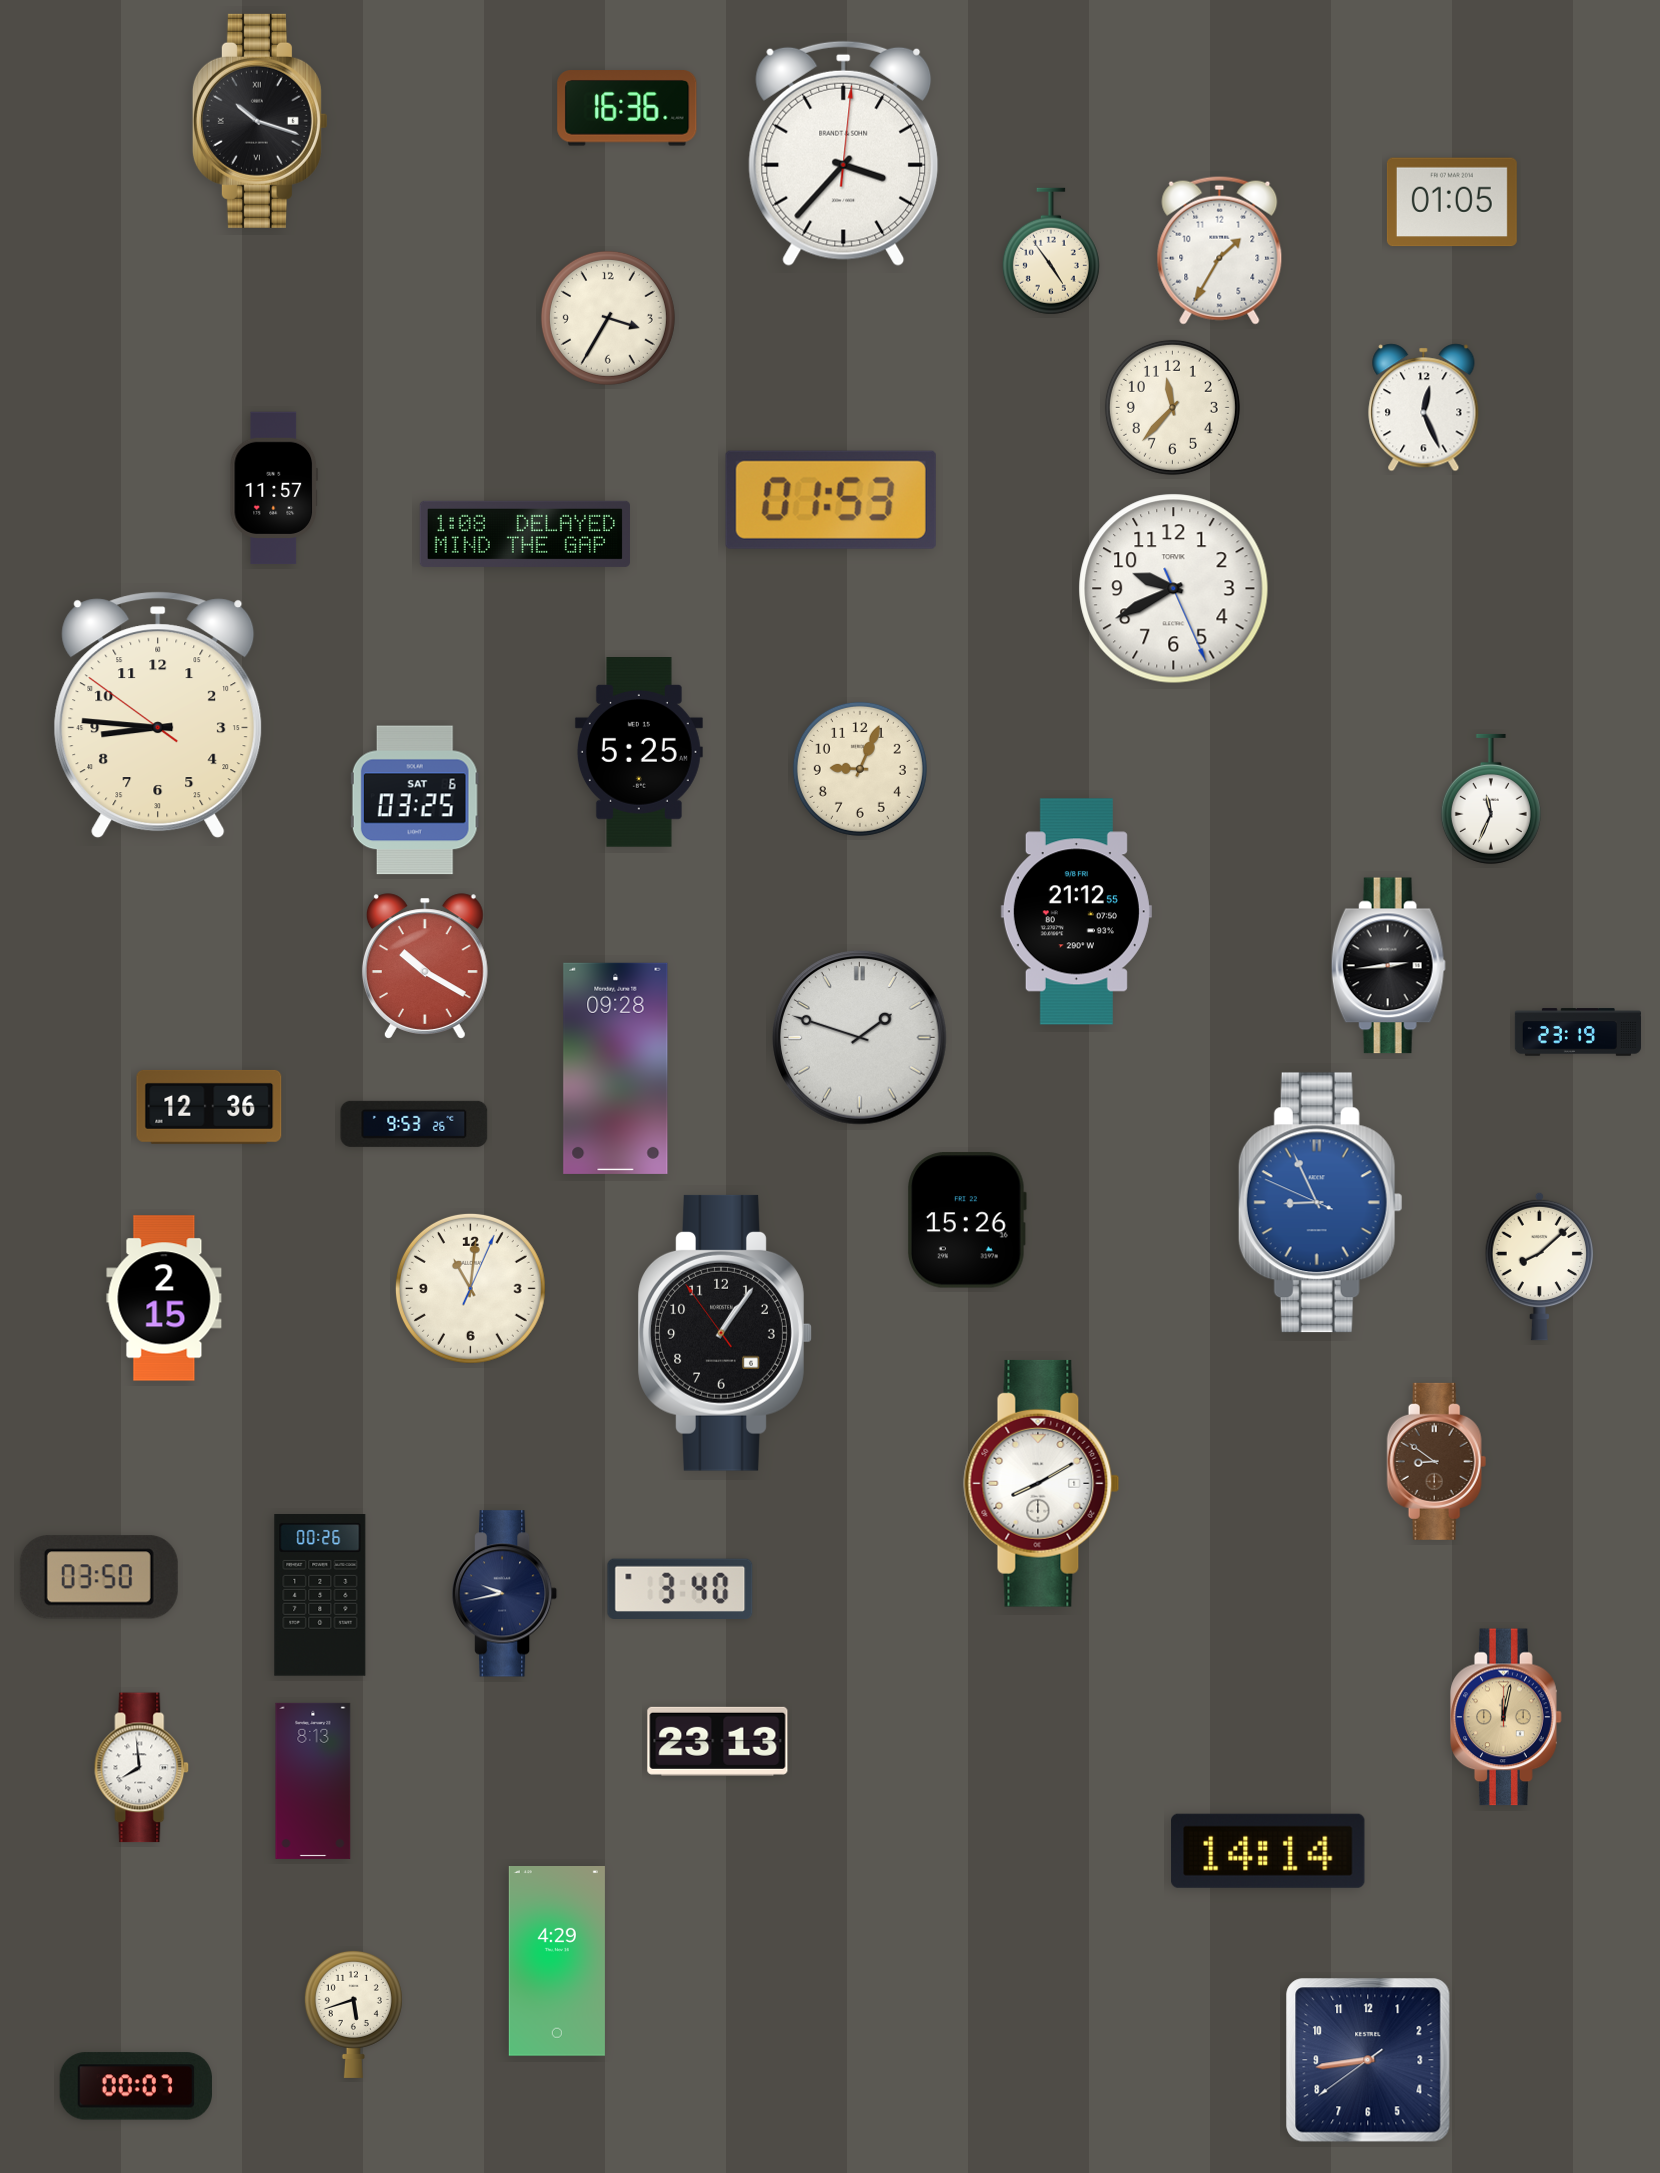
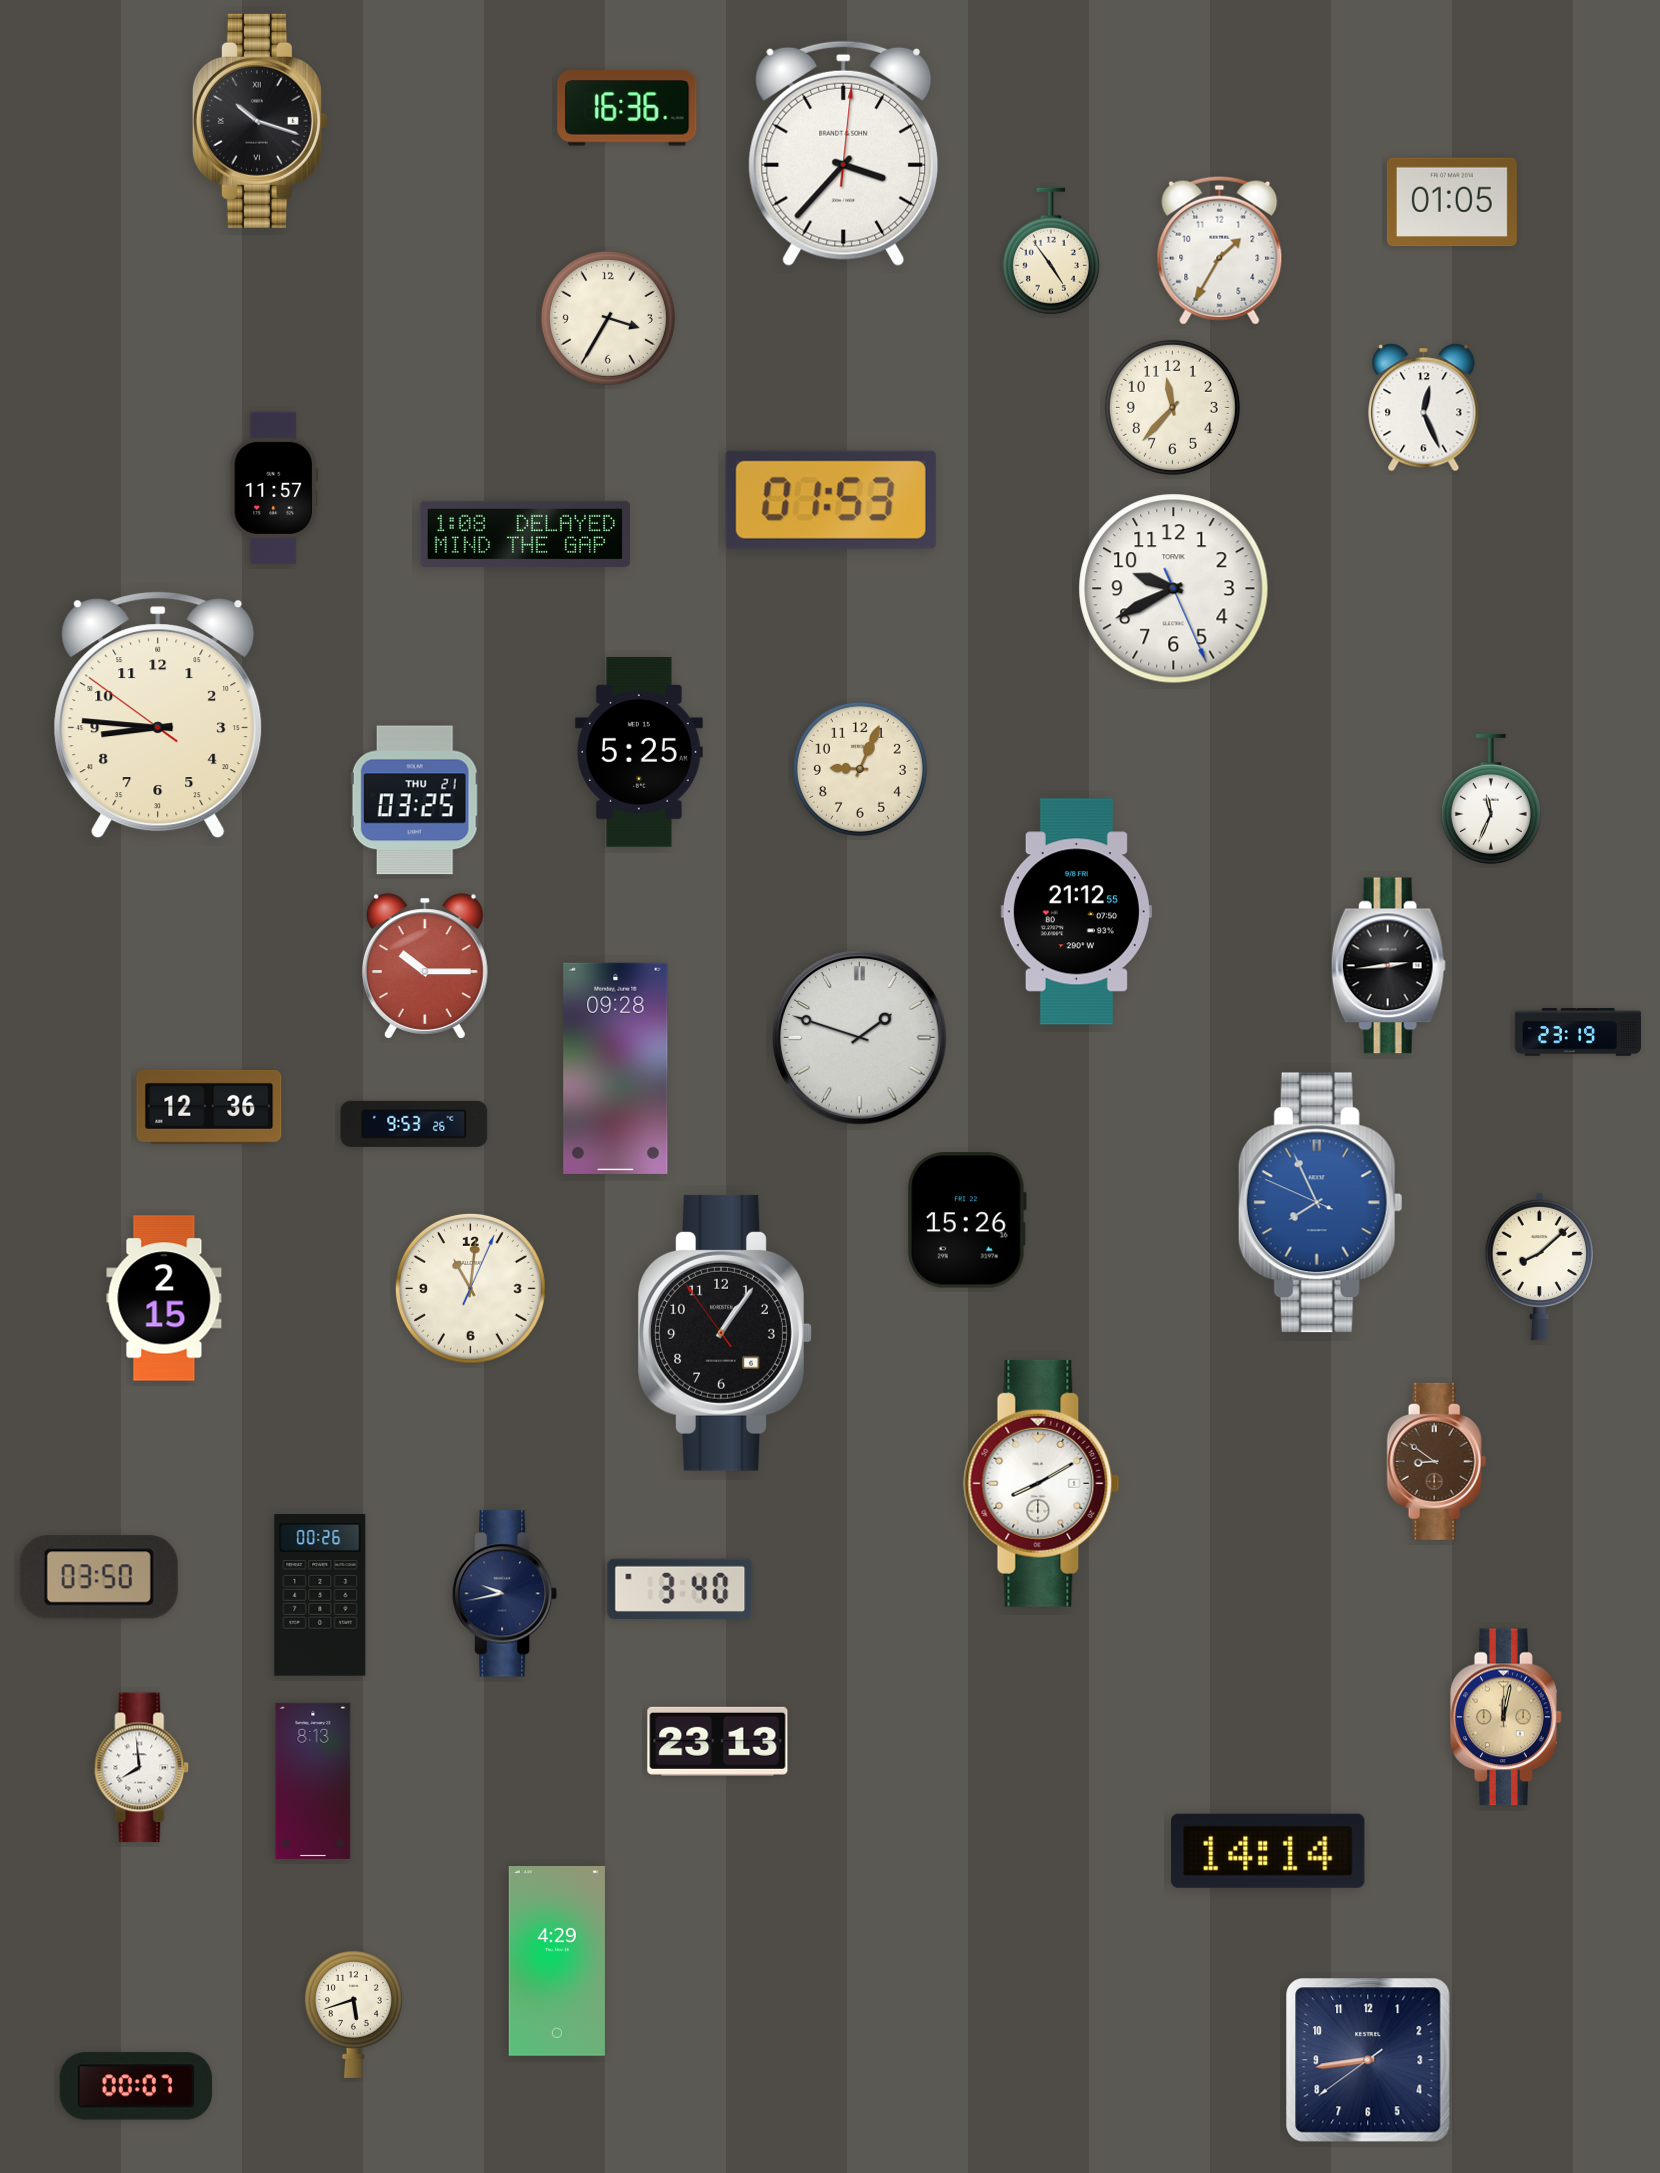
clock at (415, 800) date: SAT 6 -> THU 21
clock at (425, 966): 10:20 -> 10:15
clock at (1320, 1203): 8:55 -> 7:55
